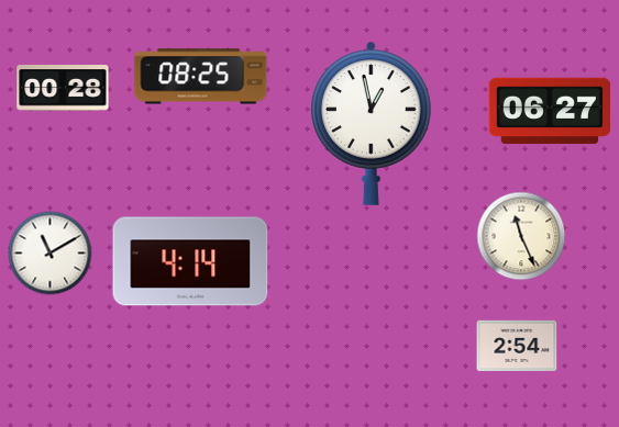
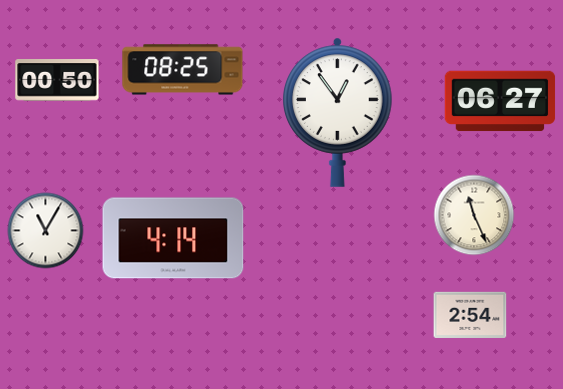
clock at (63, 88): 00:28 -> 00:50
clock at (372, 123): 12:58 -> 12:54
clock at (51, 254): 11:10 -> 11:05
